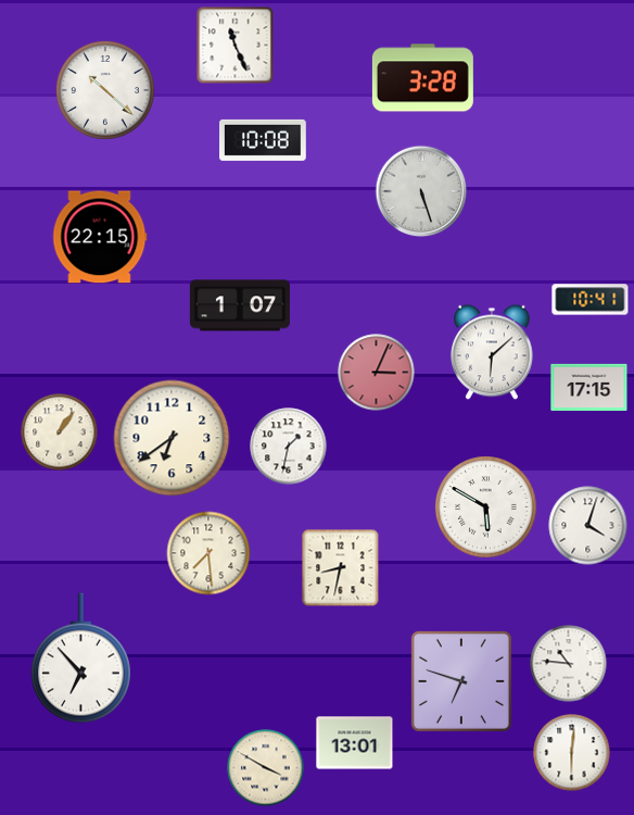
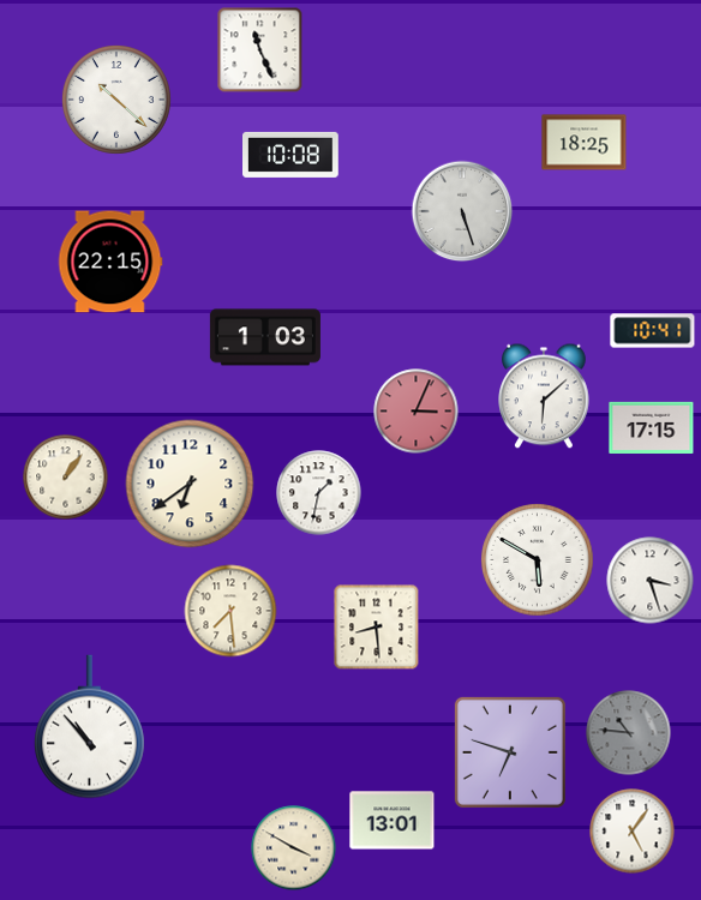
clock at (422, 78): 3:28 -> none
clock at (585, 143): none -> 18:25
clock at (421, 191) position: (421, 191) -> (462, 211)
clock at (240, 305): 1:07 -> 1:03
clock at (493, 352) position: (493, 352) -> (545, 396)
clock at (588, 526): 4:03 -> 3:27
clock at (341, 568): 8:32 -> 8:29
clock at (81, 659): 6:53 -> 10:53
clock at (569, 664) dial: white -> grey
clock at (572, 753): 6:01 -> 5:06
